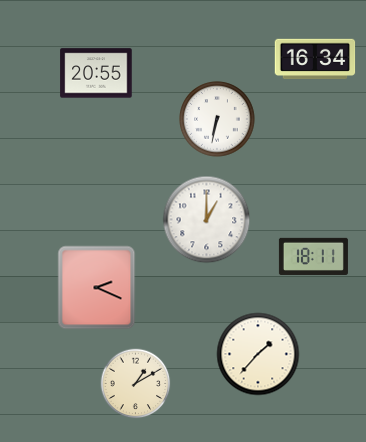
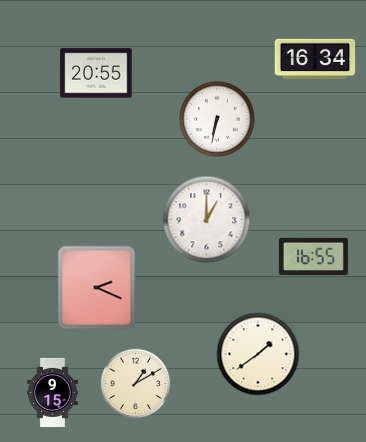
clock at (313, 256): 18:11 -> 16:55
clock at (258, 354): 1:37 -> 1:39
clock at (53, 392): none -> 9:15
